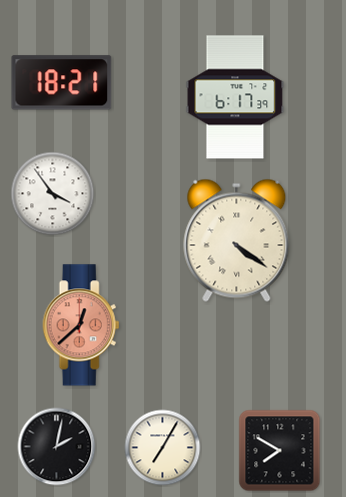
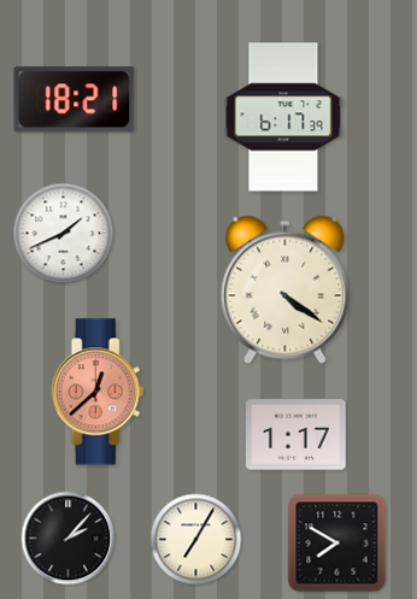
clock at (53, 194): 3:54 -> 1:41
clock at (296, 435): none -> 1:17
clock at (57, 447): 2:02 -> 2:07
